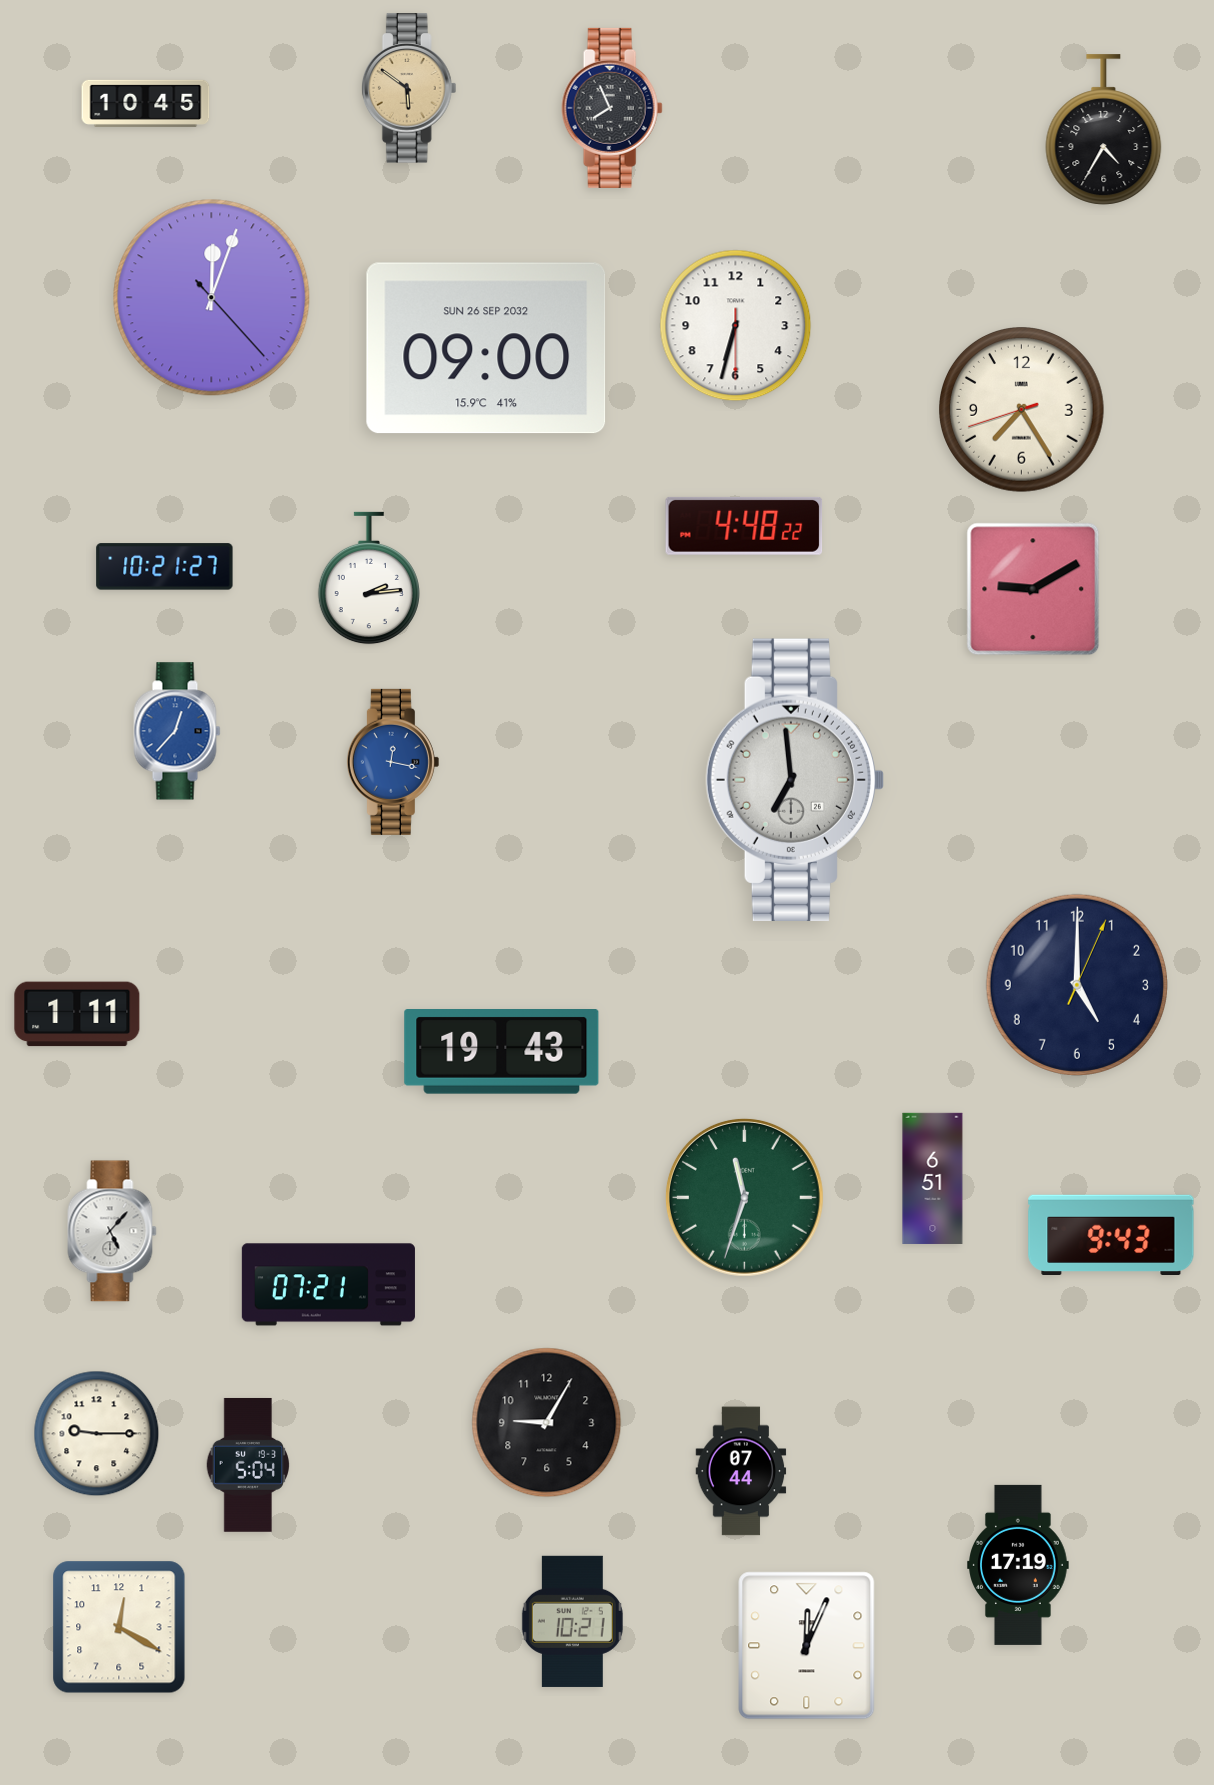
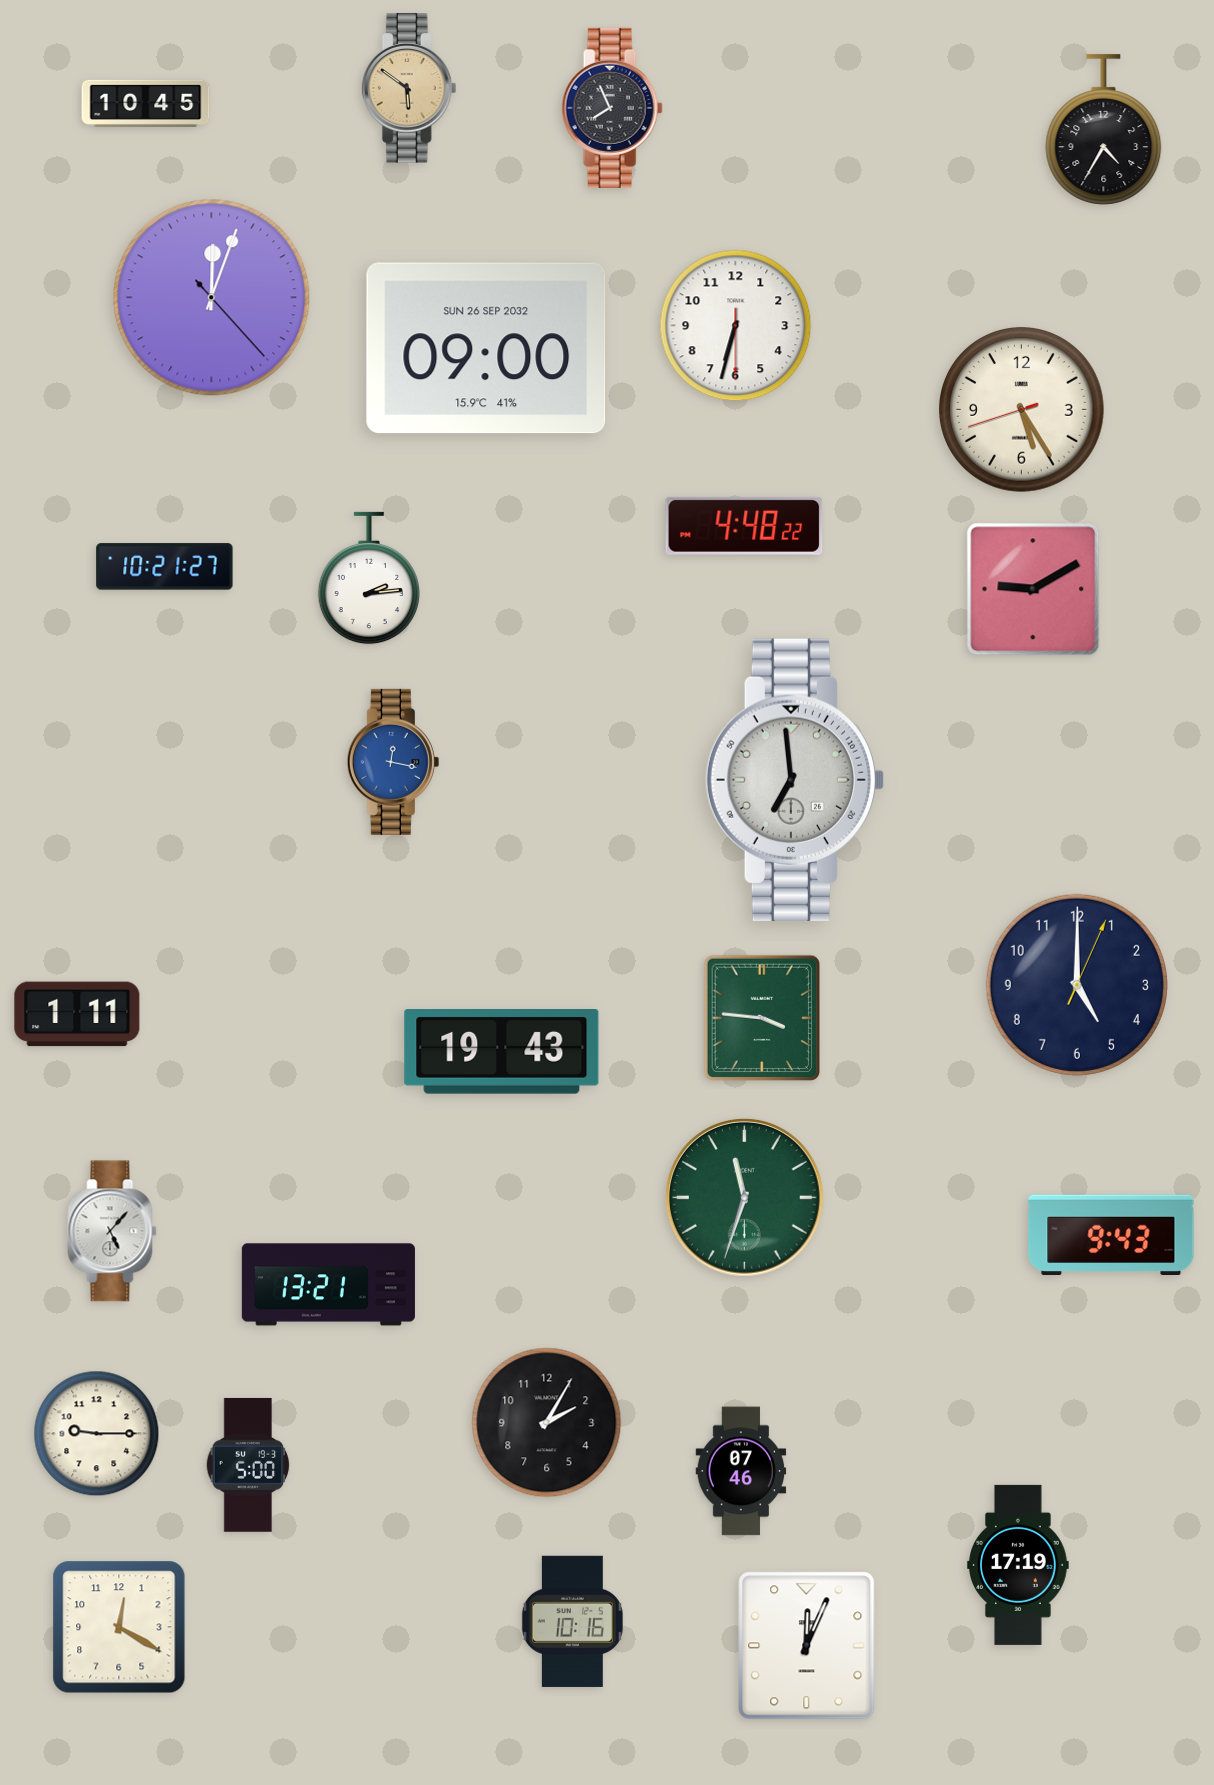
clock at (1022, 410): 7:24 -> 5:24
clock at (177, 731): 12:37 -> none
clock at (762, 1018): none -> 3:46
clock at (933, 1178): 6:51 -> none
clock at (328, 1285): 07:21 -> 13:21
clock at (547, 1423): 9:05 -> 2:05
clock at (248, 1465): 5:04 -> 5:00
clock at (741, 1471): 07:44 -> 07:46
clock at (572, 1621): 10:21 -> 10:16
